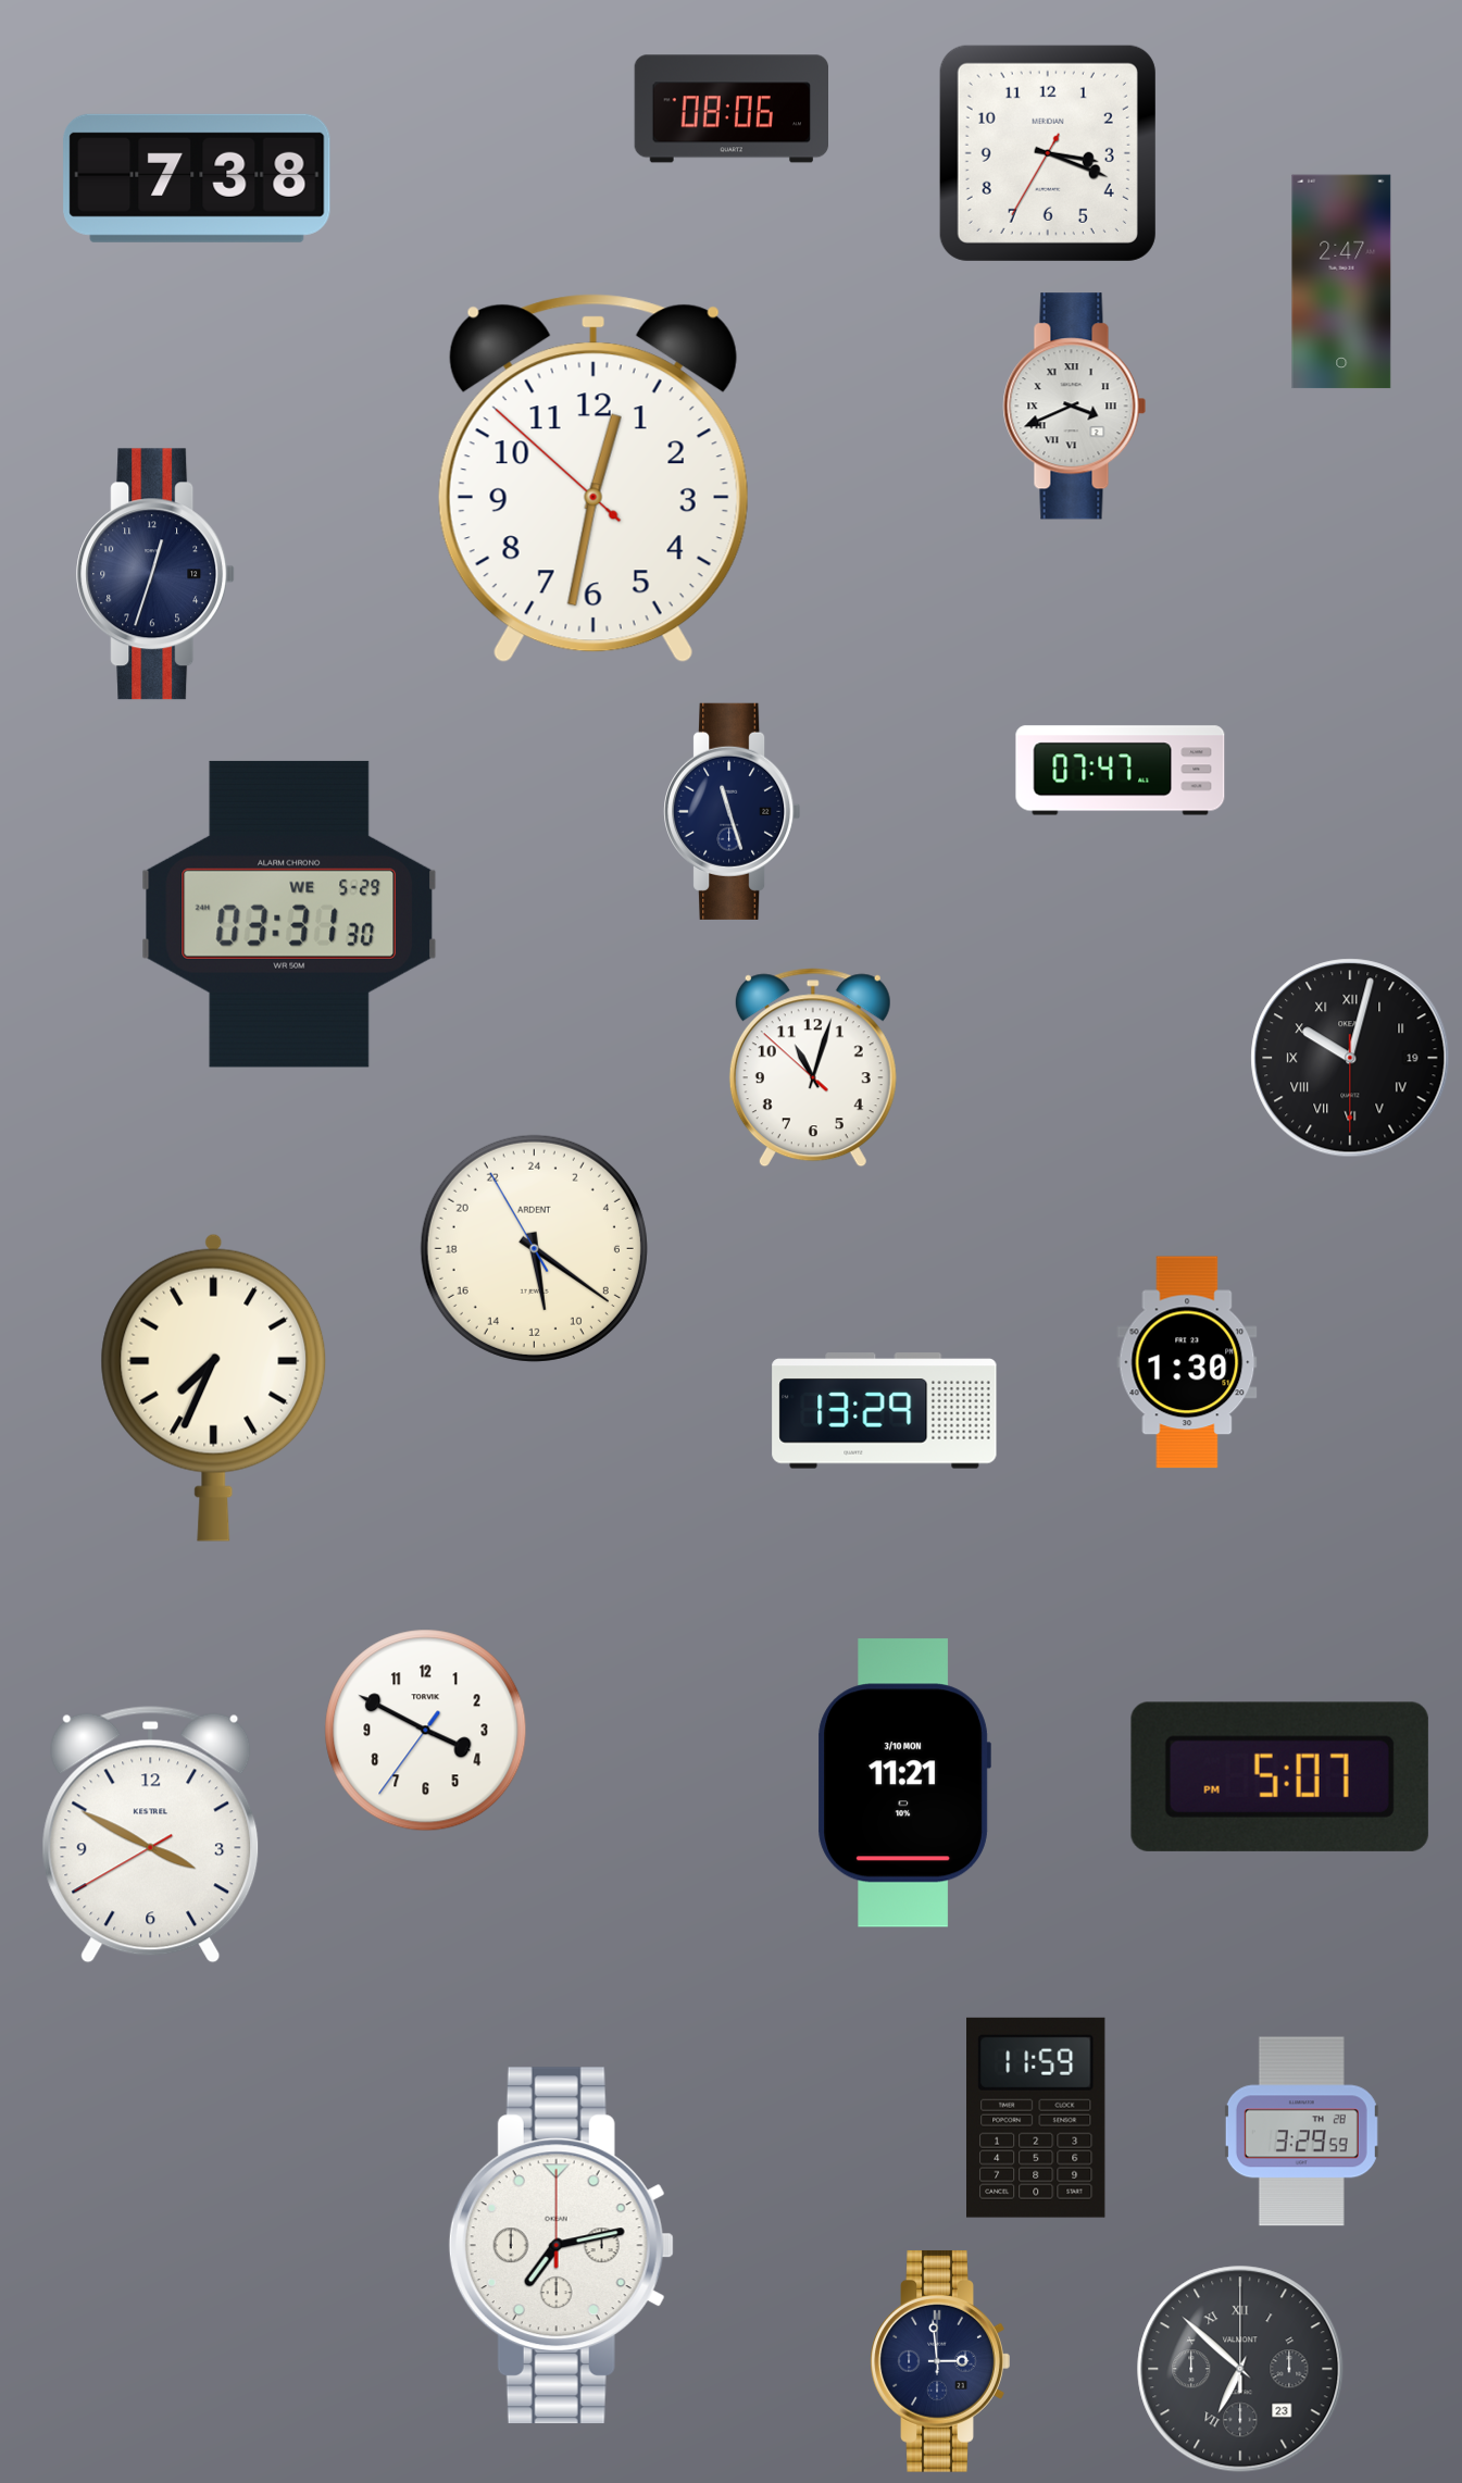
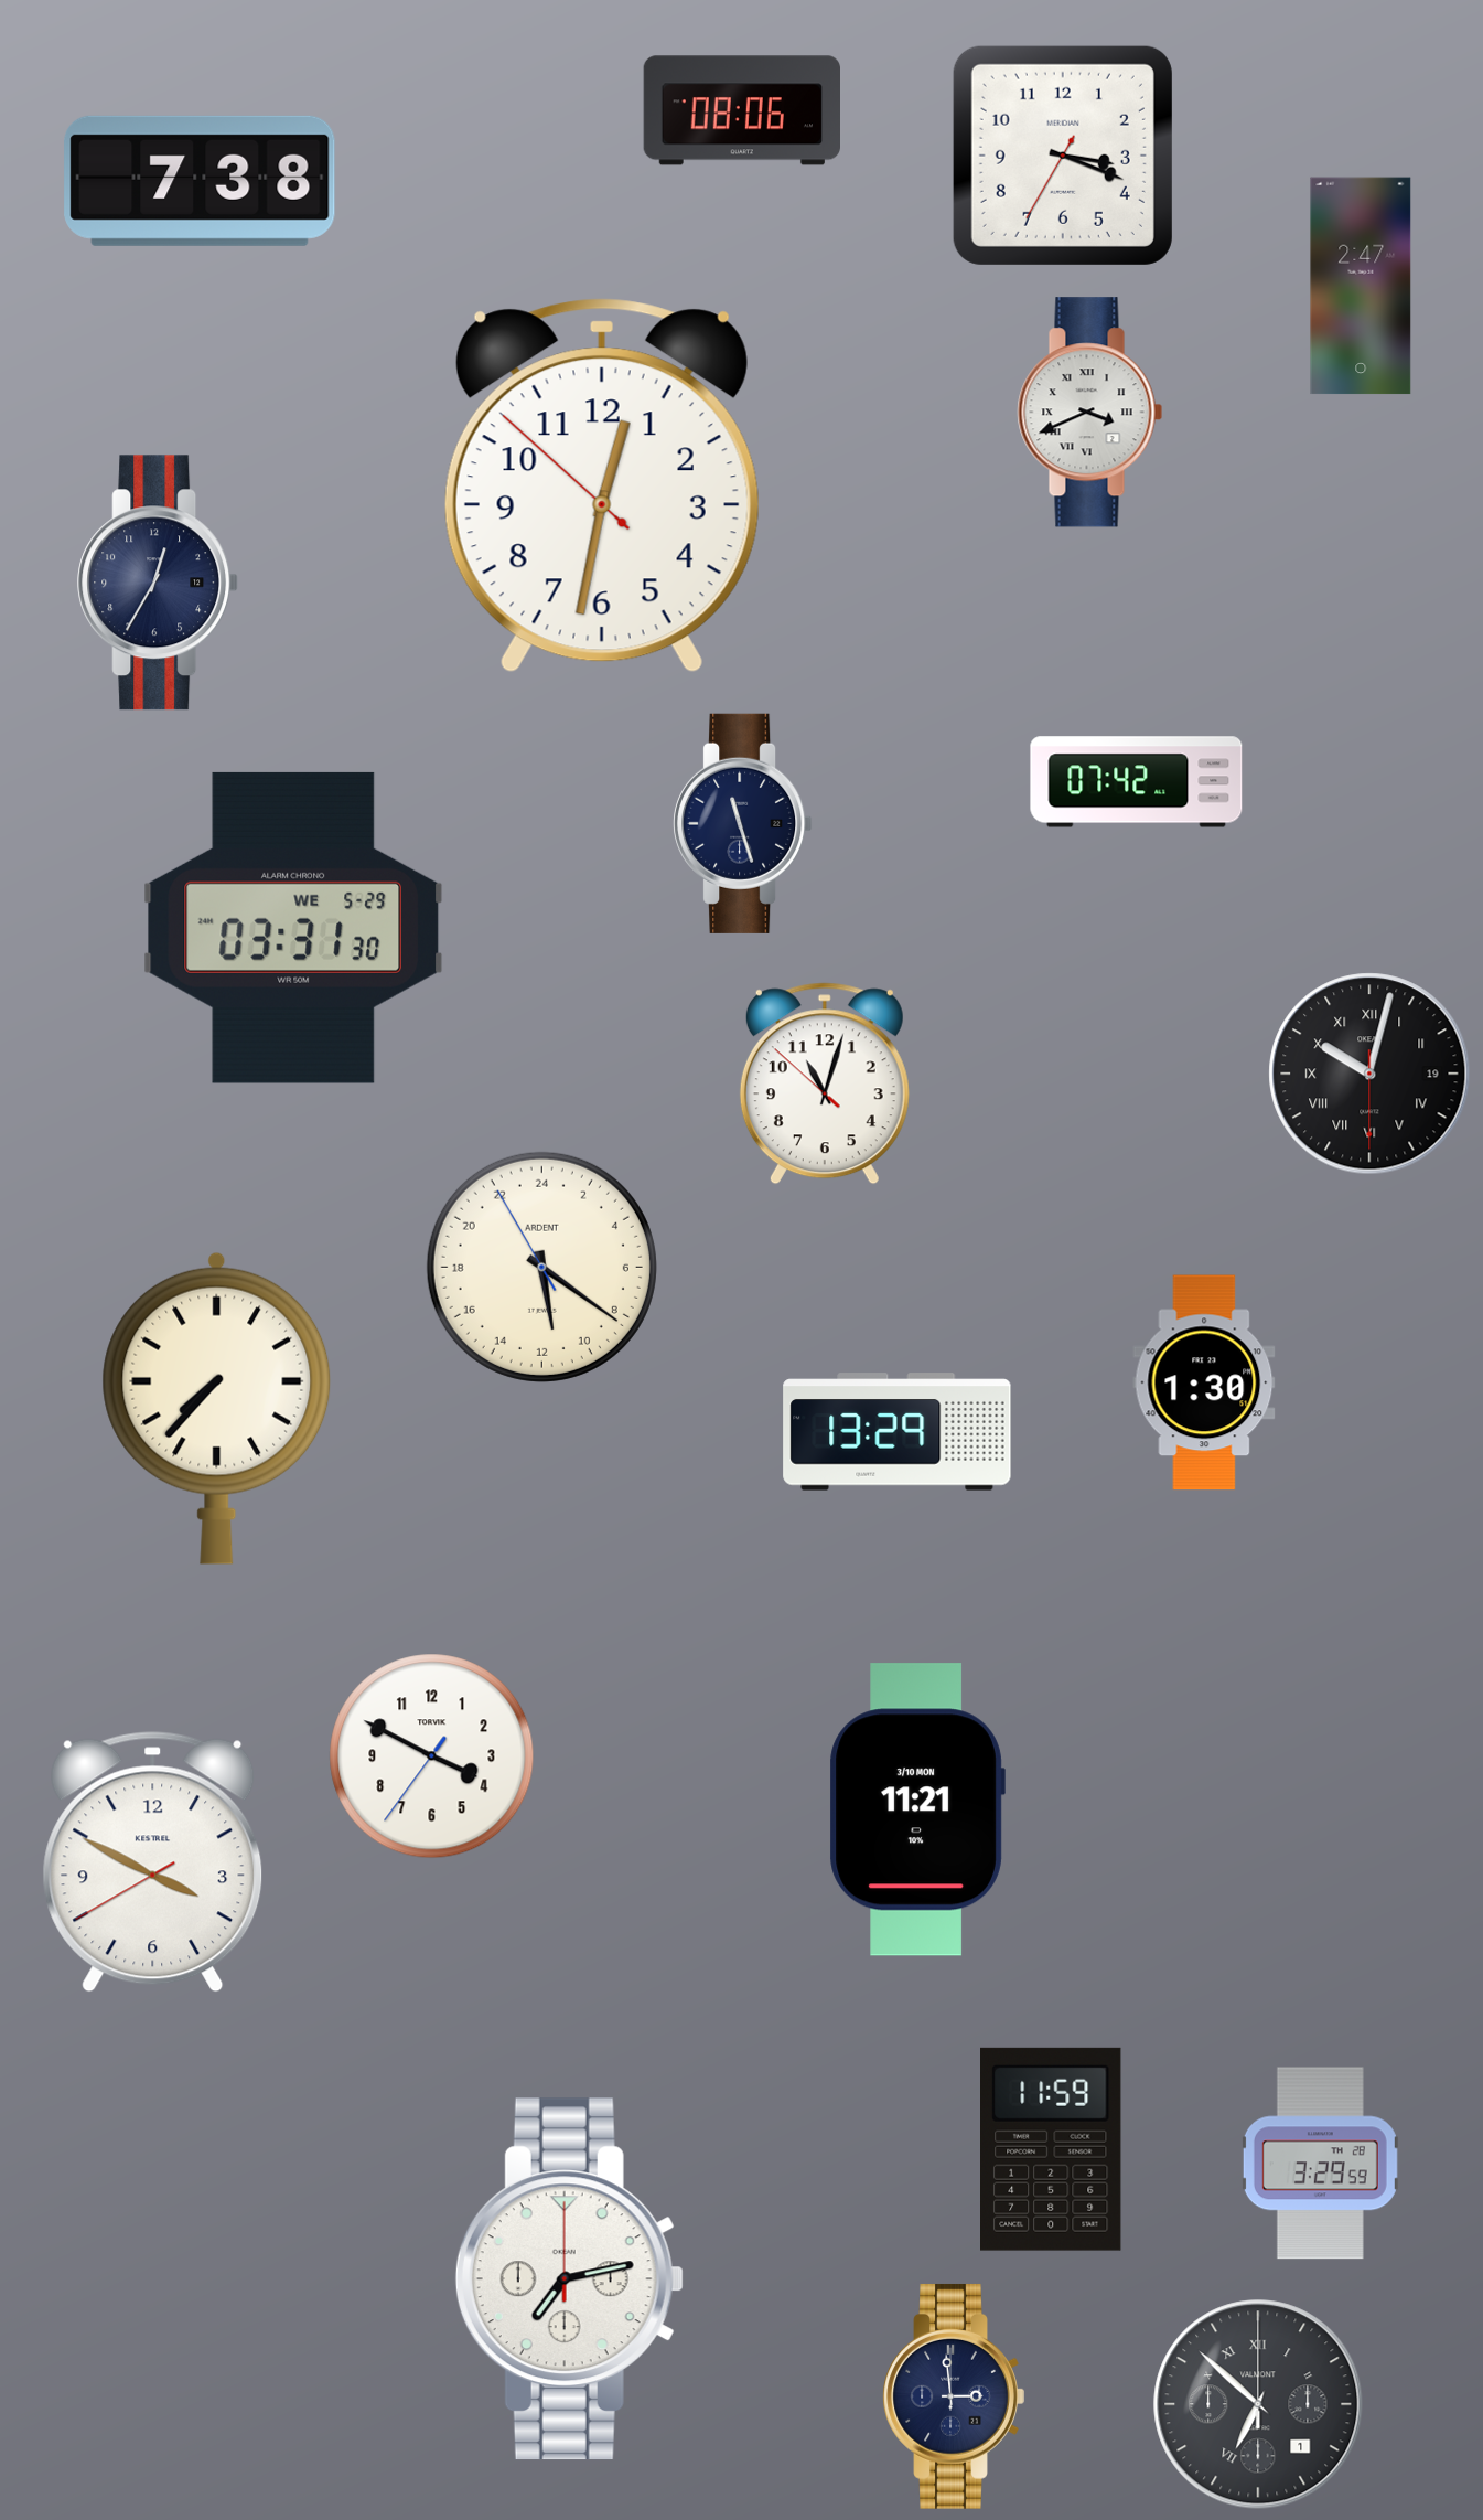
clock at (157, 574): 12:33 -> 12:35
clock at (1121, 771): 07:47 -> 07:42
clock at (214, 1387): 7:34 -> 7:37
clock at (1279, 1776): 5:07 -> none
clock at (1240, 2369) date: 23 -> 1
